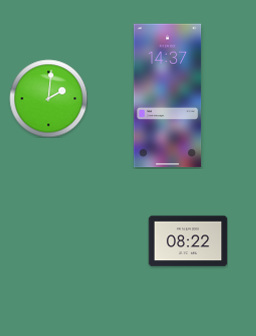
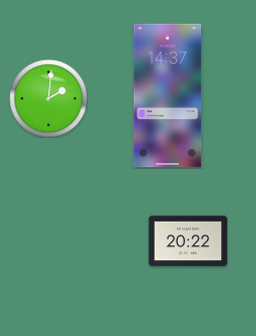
clock at (188, 241): 08:22 -> 20:22
